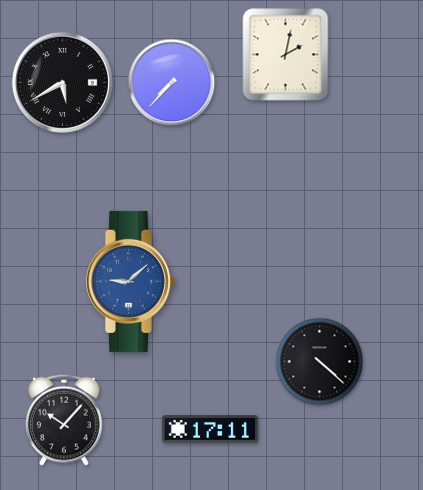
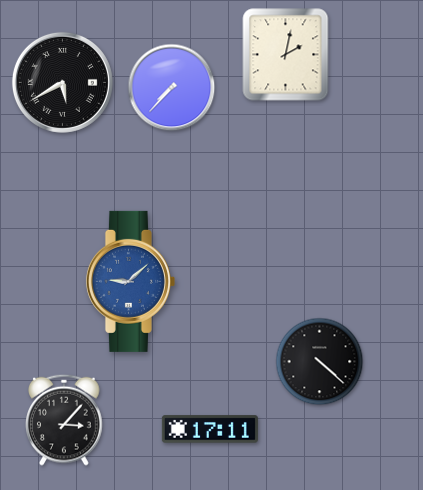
clock at (172, 83) position: (172, 83) -> (172, 88)
clock at (64, 420): 10:07 -> 3:07
